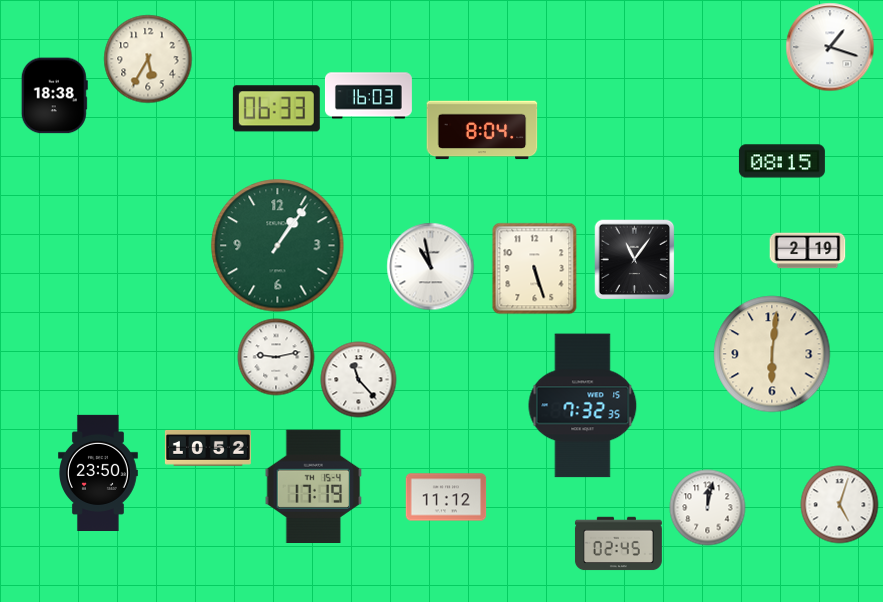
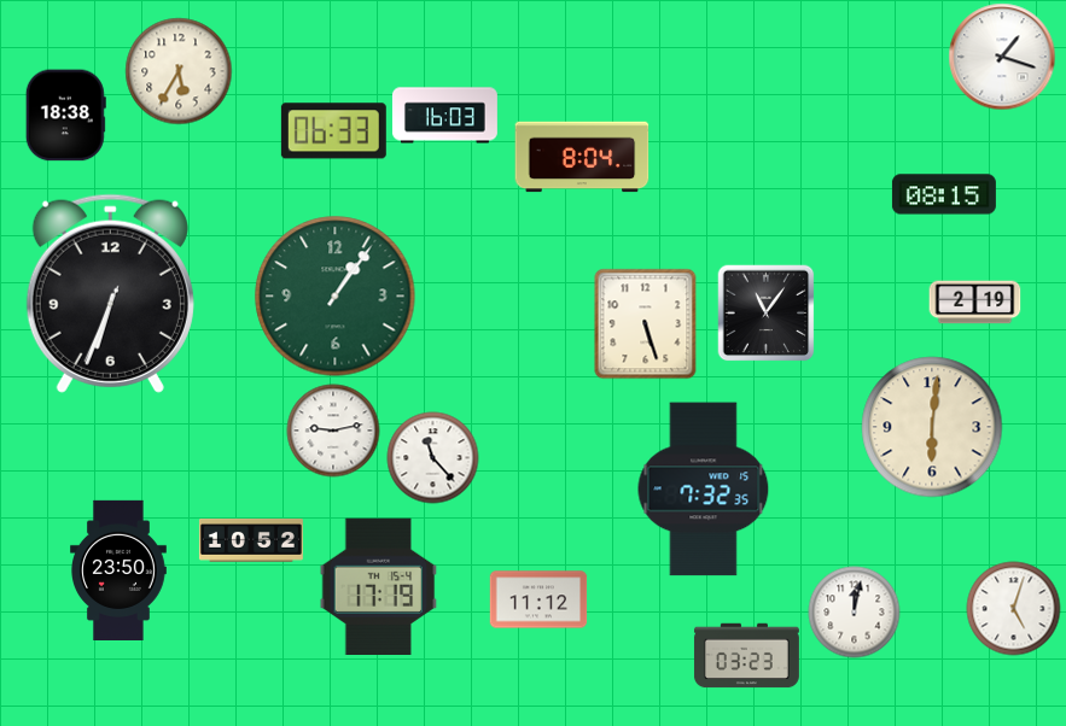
clock at (110, 293): none -> 6:33
clock at (431, 267): 10:58 -> none
clock at (618, 544): 02:45 -> 03:23
